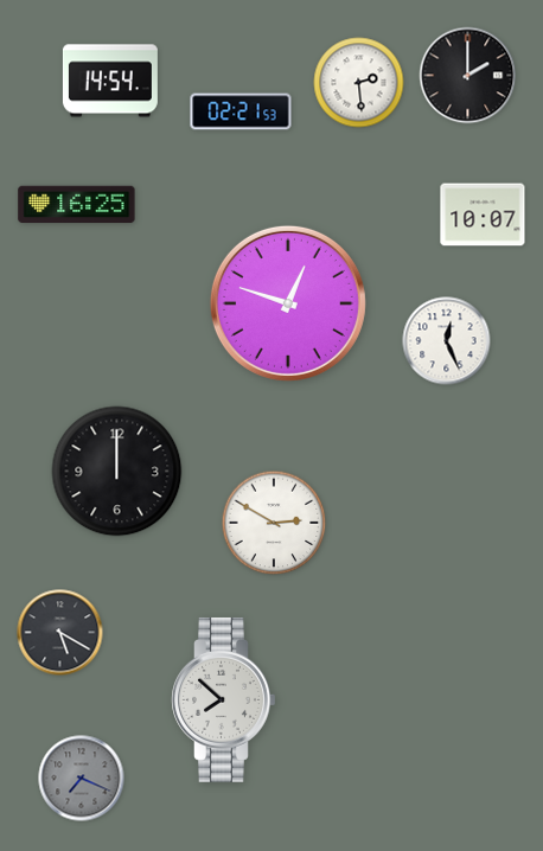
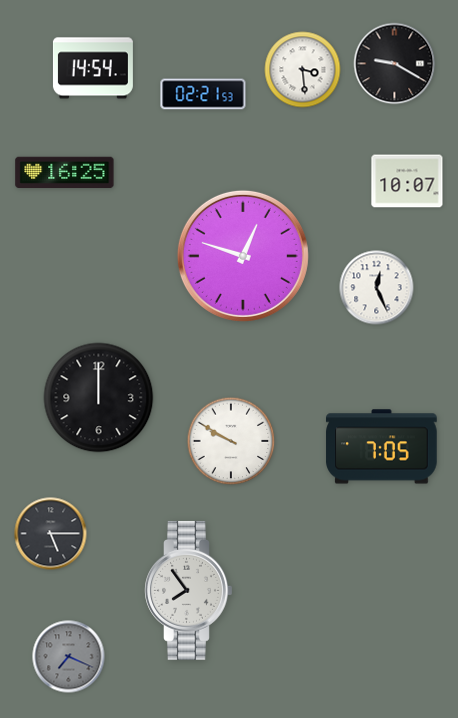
clock at (468, 76): 2:00 -> 9:20
clock at (359, 83): 2:29 -> 3:29
clock at (274, 523): 2:50 -> 9:50
clock at (382, 447): none -> 7:05
clock at (60, 633): 5:20 -> 5:15
clock at (224, 699): 7:52 -> 7:54
